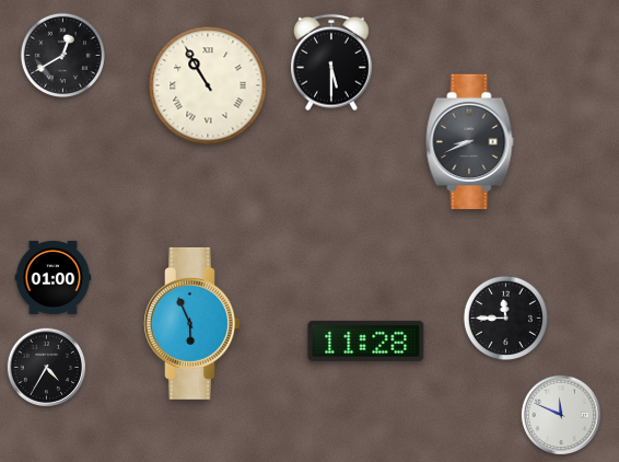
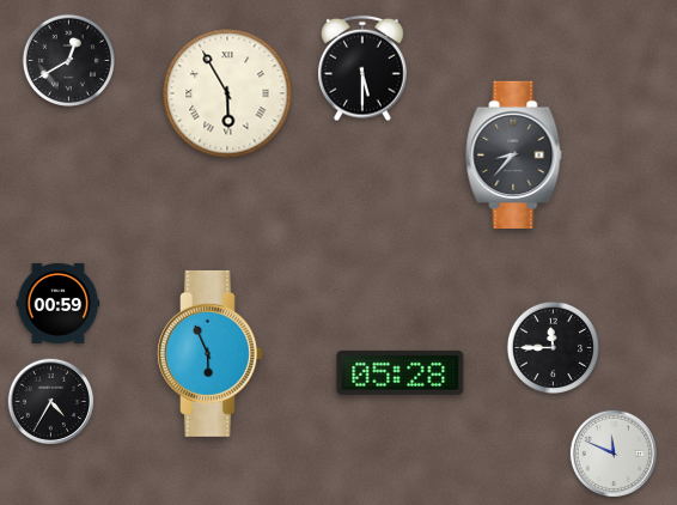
clock at (208, 85): 10:55 -> 5:55
clock at (470, 141): 8:41 -> 8:37
clock at (54, 277): 01:00 -> 00:59
clock at (366, 340): 11:28 -> 05:28
